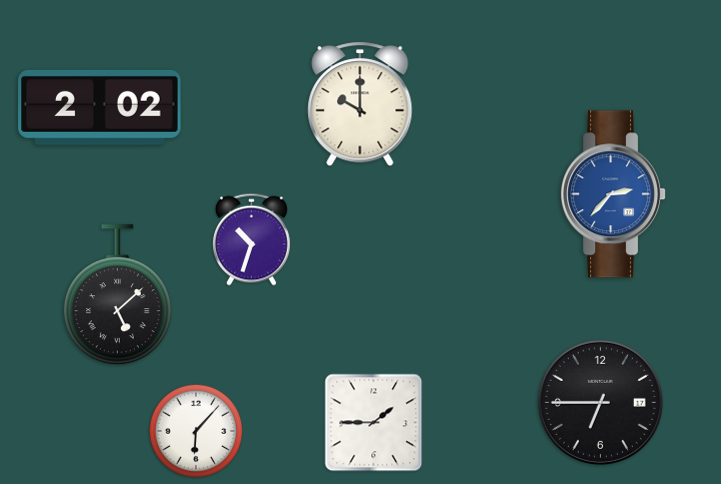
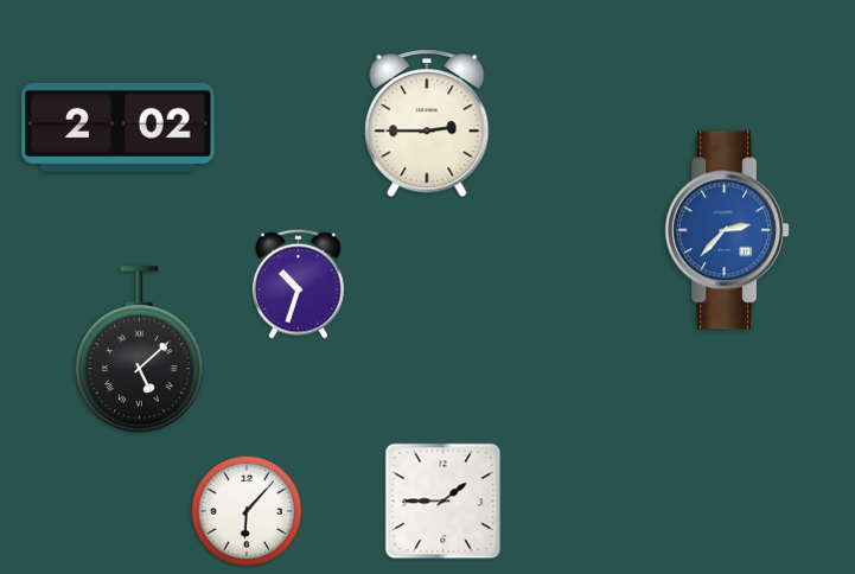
clock at (360, 104): 10:00 -> 2:45
clock at (600, 402): 6:45 -> none
clock at (196, 431) position: (196, 431) -> (247, 511)
